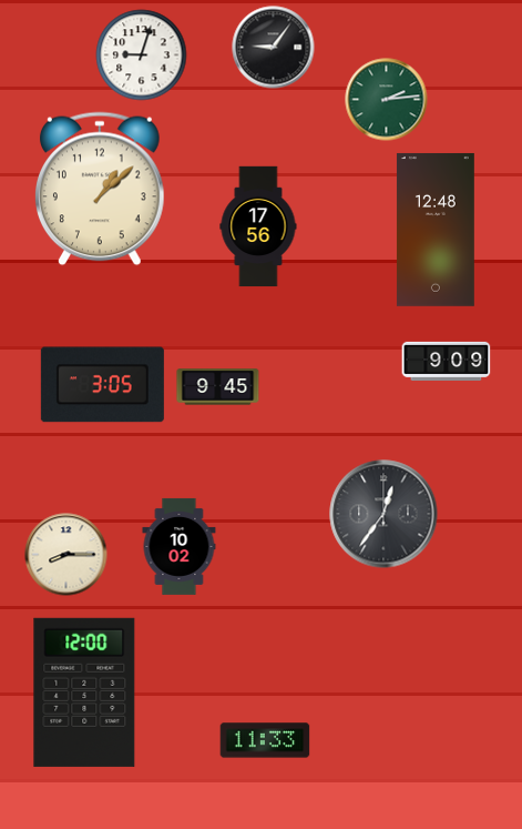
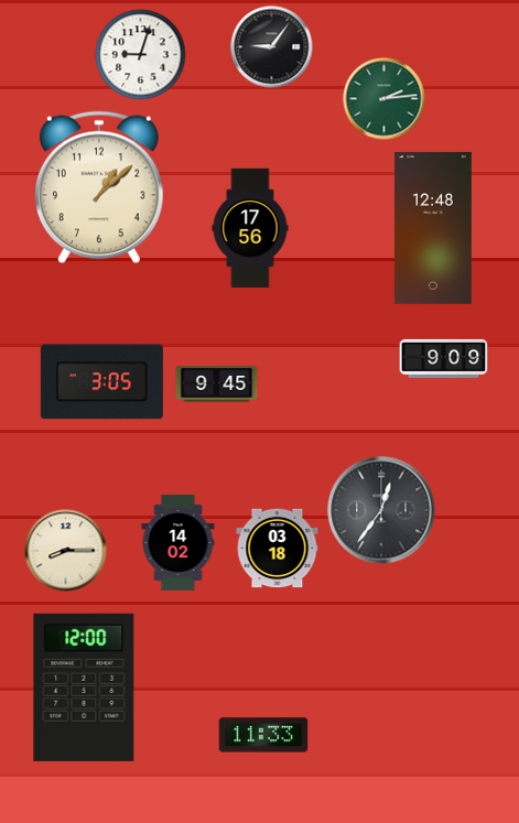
clock at (258, 226) position: (258, 226) -> (250, 228)
clock at (180, 546): 10:02 -> 14:02
clock at (278, 549): none -> 03:18
